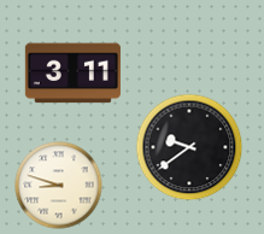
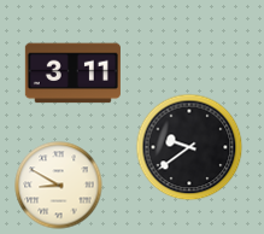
clock at (59, 186): 8:48 -> 8:50
